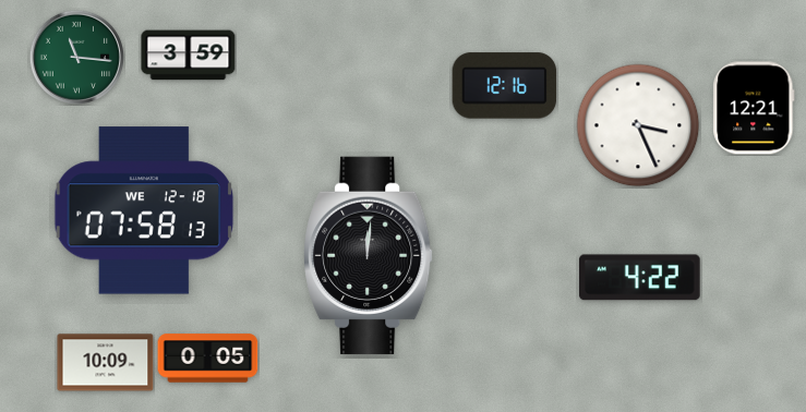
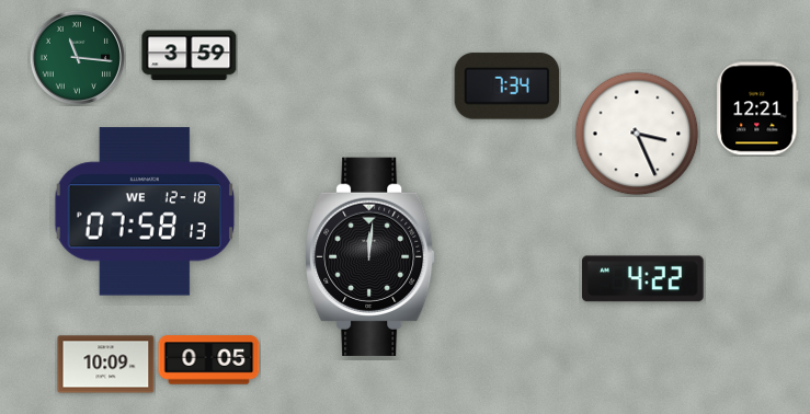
clock at (505, 86): 12:16 -> 7:34
clock at (638, 125) position: (638, 125) -> (637, 134)
